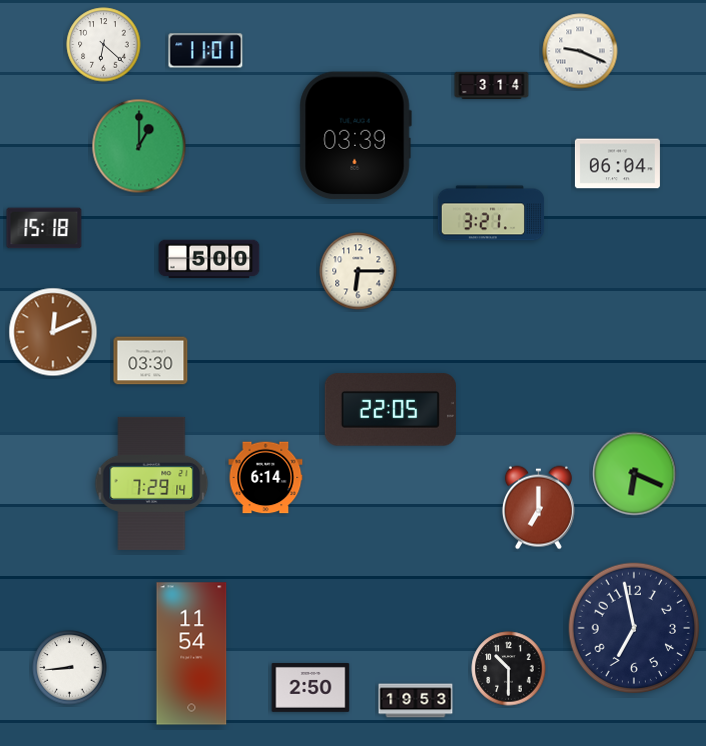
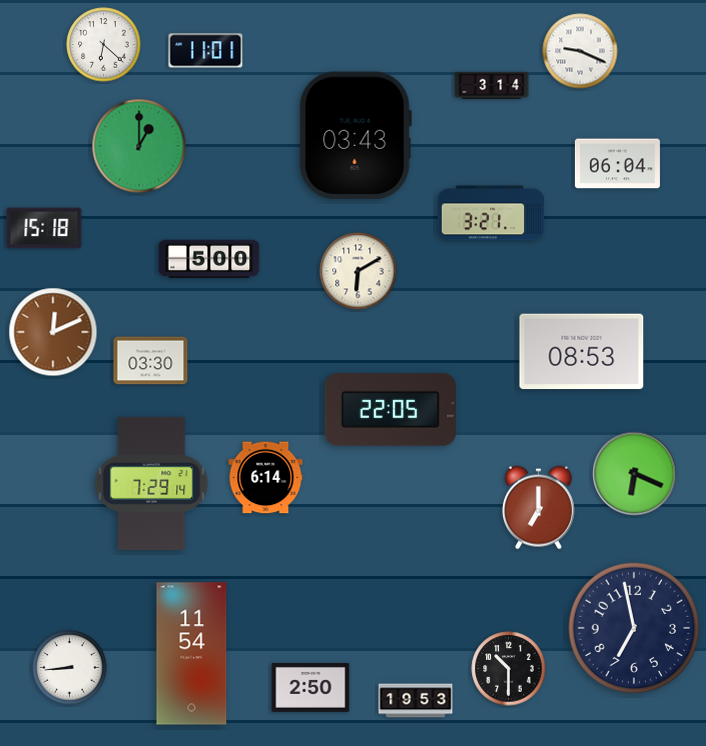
clock at (355, 136): 03:39 -> 03:43
clock at (358, 271): 6:15 -> 6:10
clock at (582, 352): none -> 08:53
